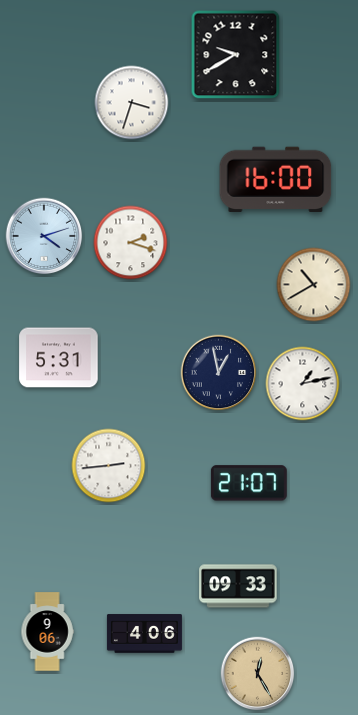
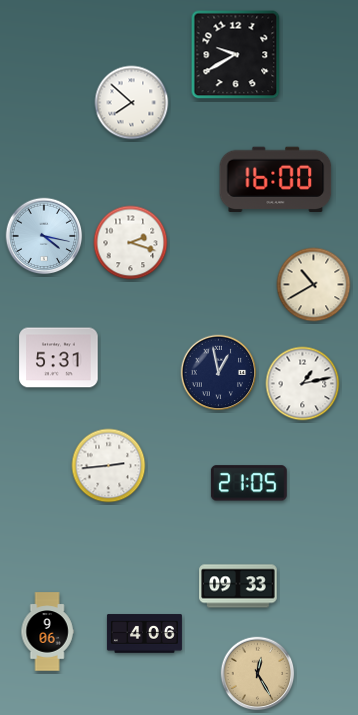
clock at (132, 103): 3:33 -> 7:52
clock at (44, 236): 4:12 -> 4:17
clock at (249, 483): 21:07 -> 21:05
